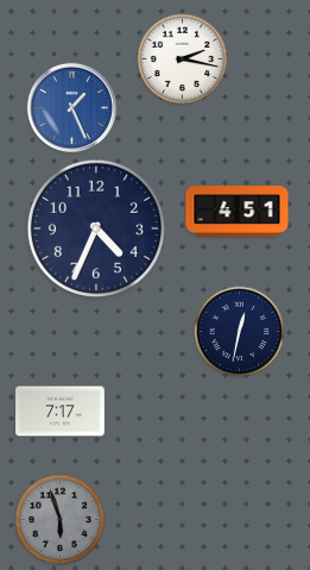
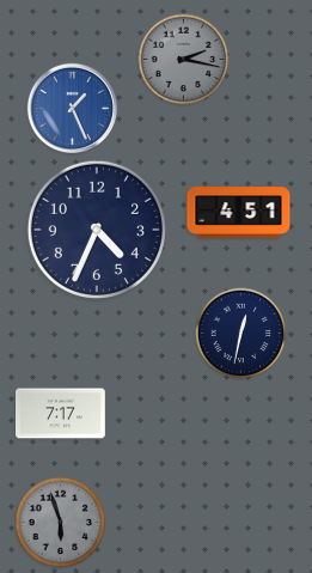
clock at (183, 59) dial: white -> grey
